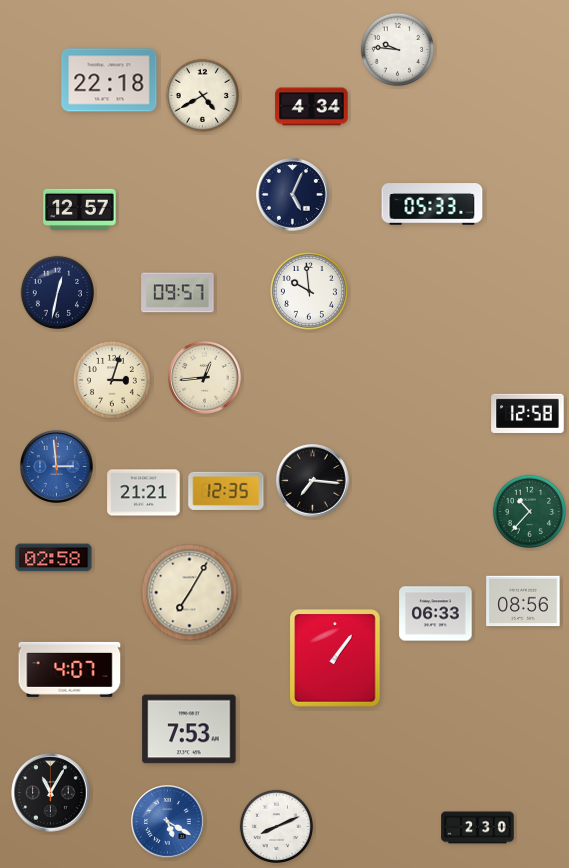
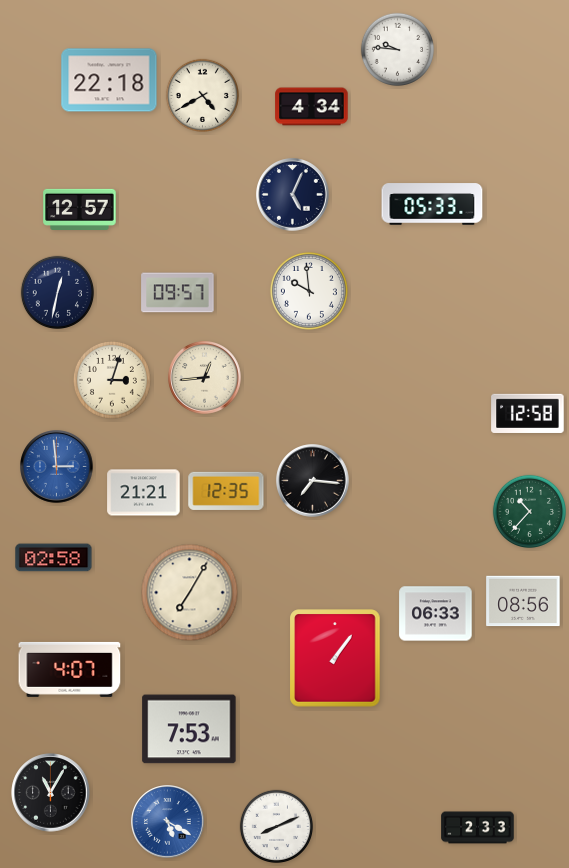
clock at (478, 828): 2:30 -> 2:33
